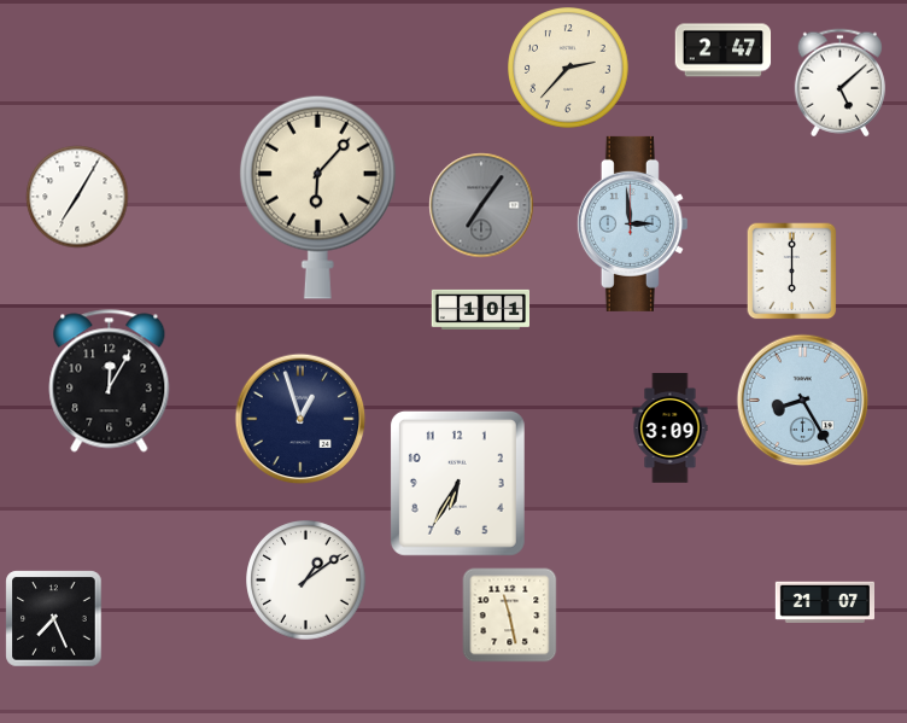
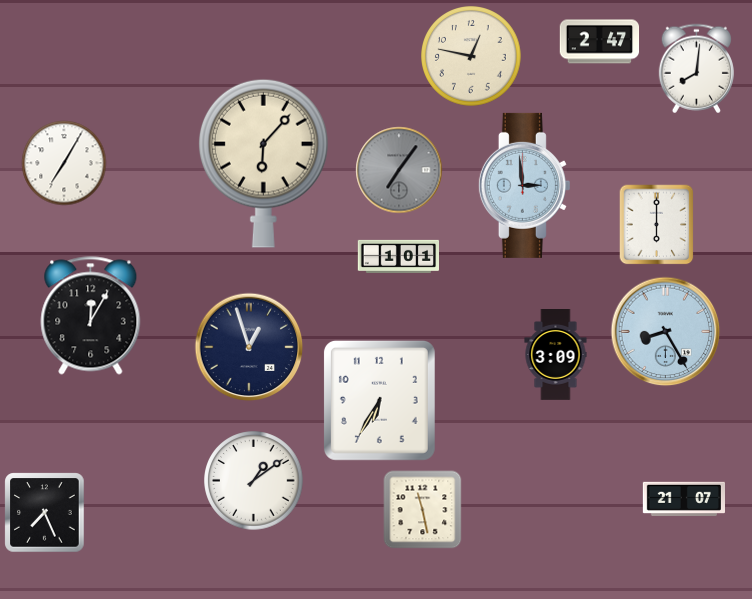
clock at (569, 69): 2:37 -> 12:47
clock at (839, 82): 5:08 -> 8:01
